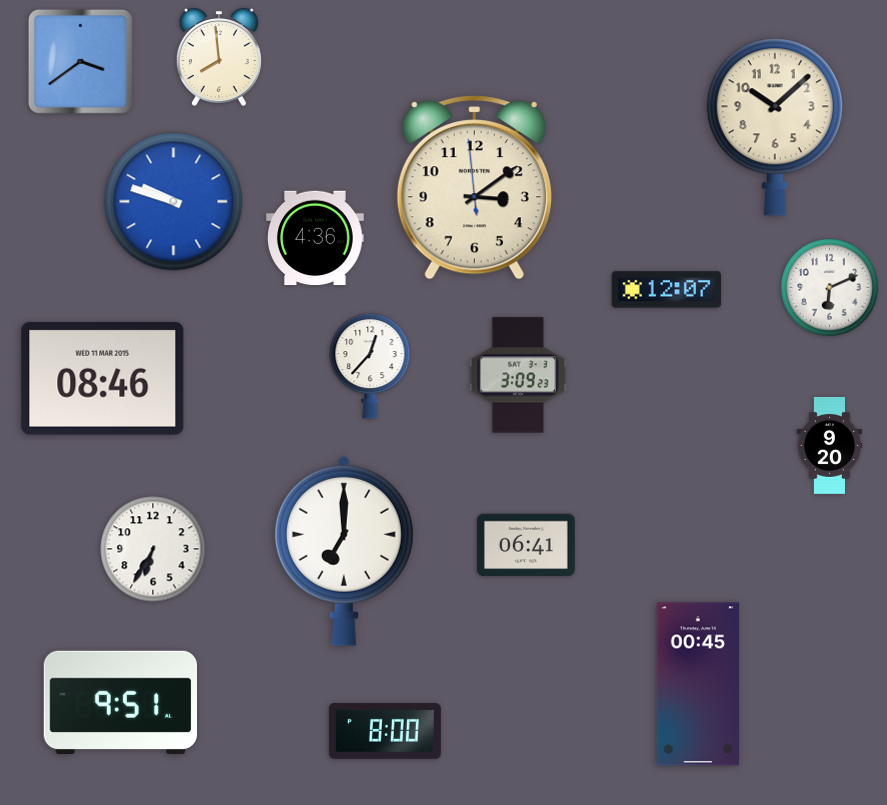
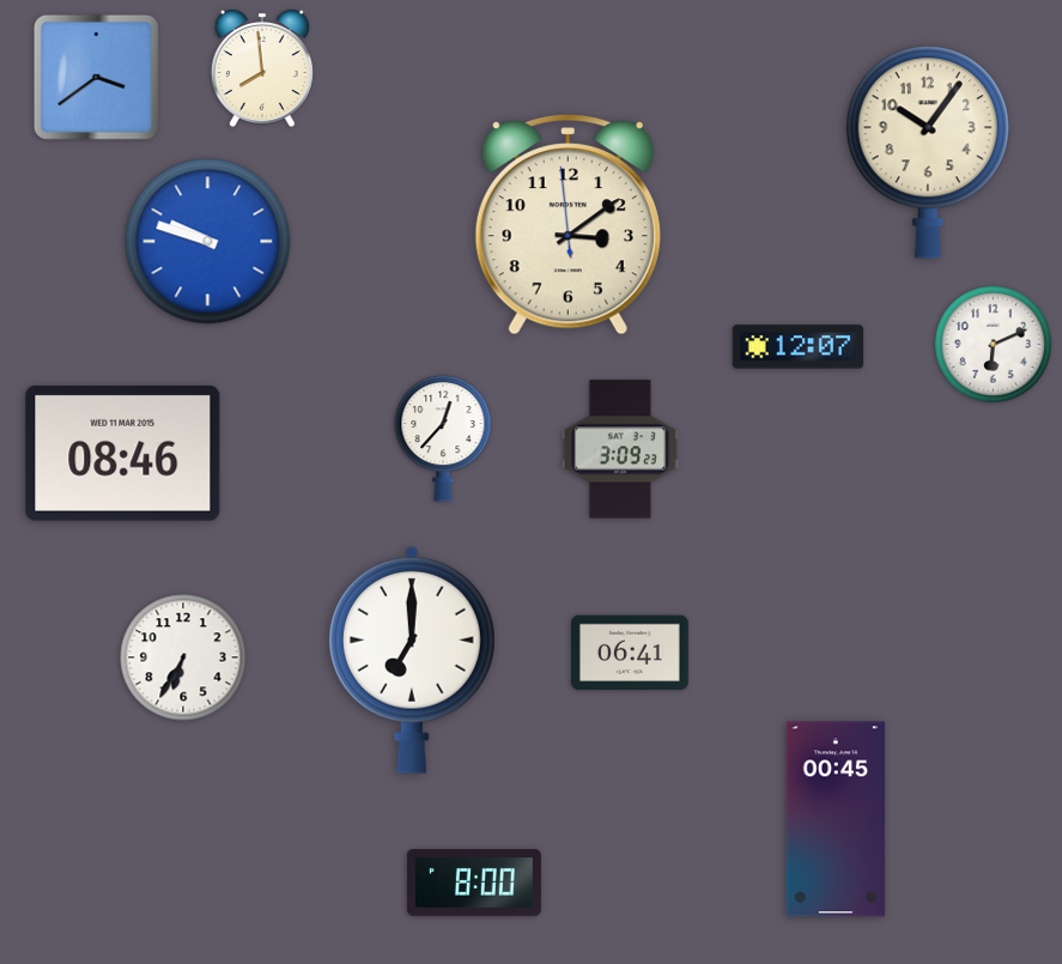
clock at (80, 61) position: (80, 61) -> (96, 77)
clock at (775, 127): 10:08 -> 10:06
clock at (316, 238): 4:36 -> none
clock at (830, 445): 9:20 -> none
clock at (120, 702): 9:51 -> none
clock at (385, 731) position: (385, 731) -> (474, 883)
